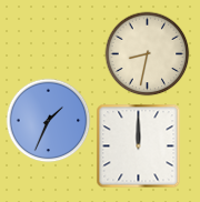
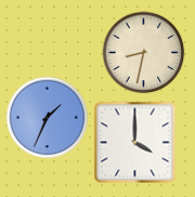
clock at (139, 147): 12:00 -> 4:00
